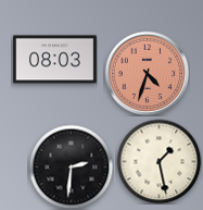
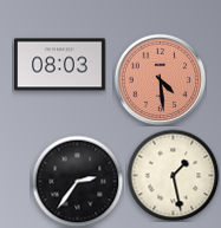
clock at (147, 73): 4:33 -> 4:29
clock at (71, 166): 2:31 -> 2:36
